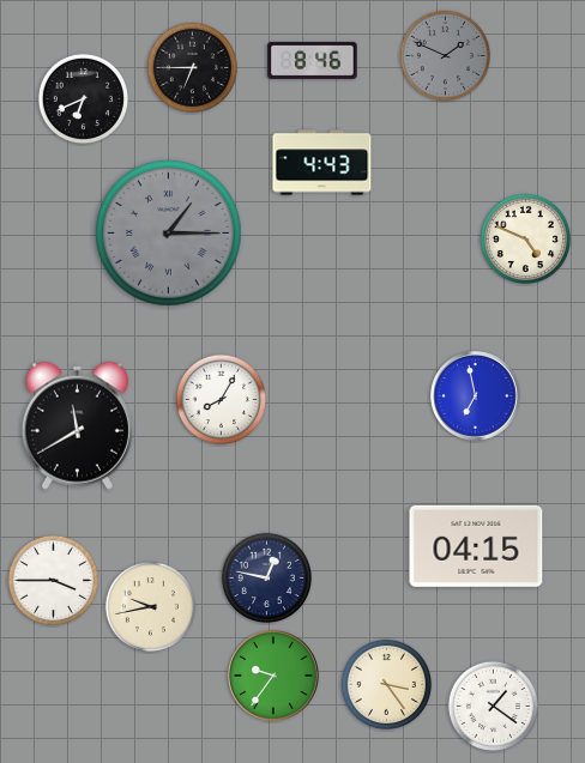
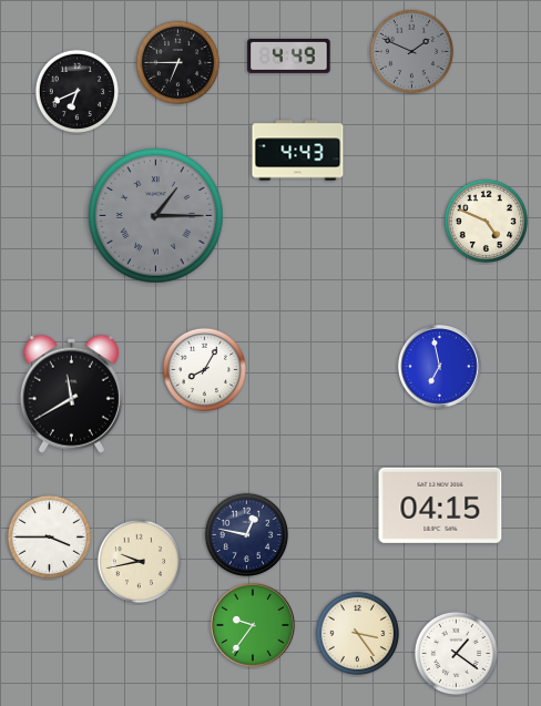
clock at (313, 60): 8:46 -> 4:49
